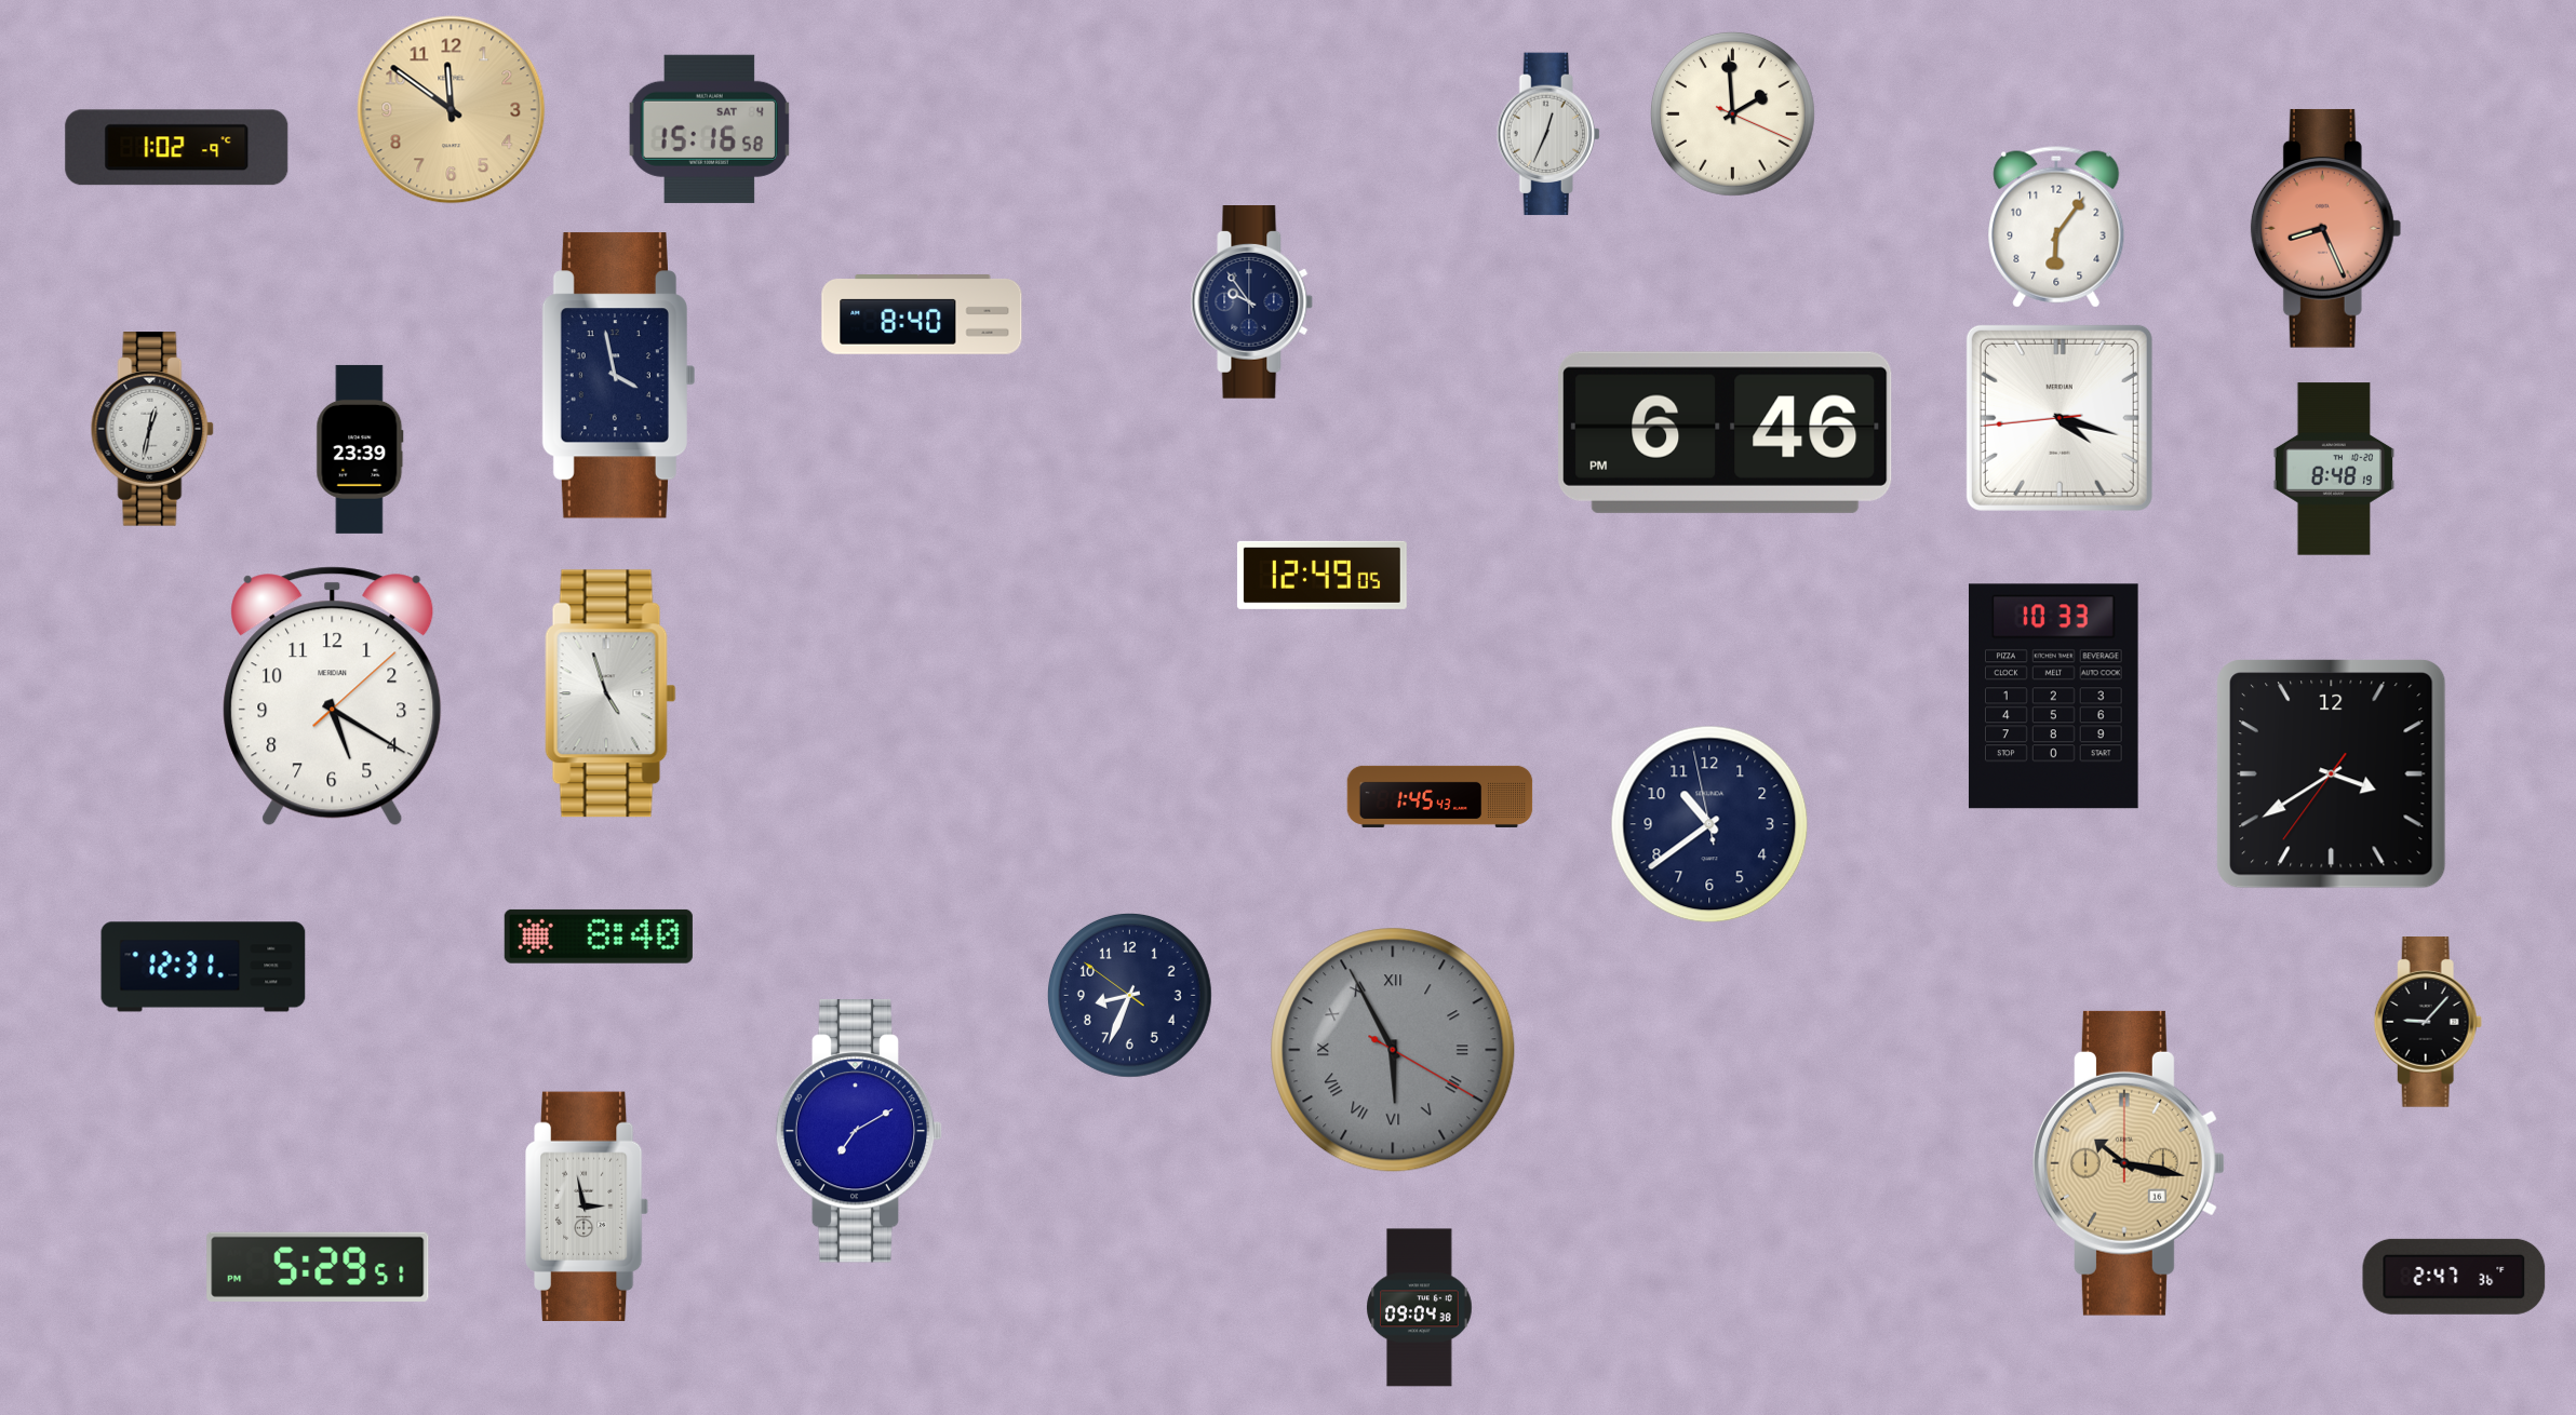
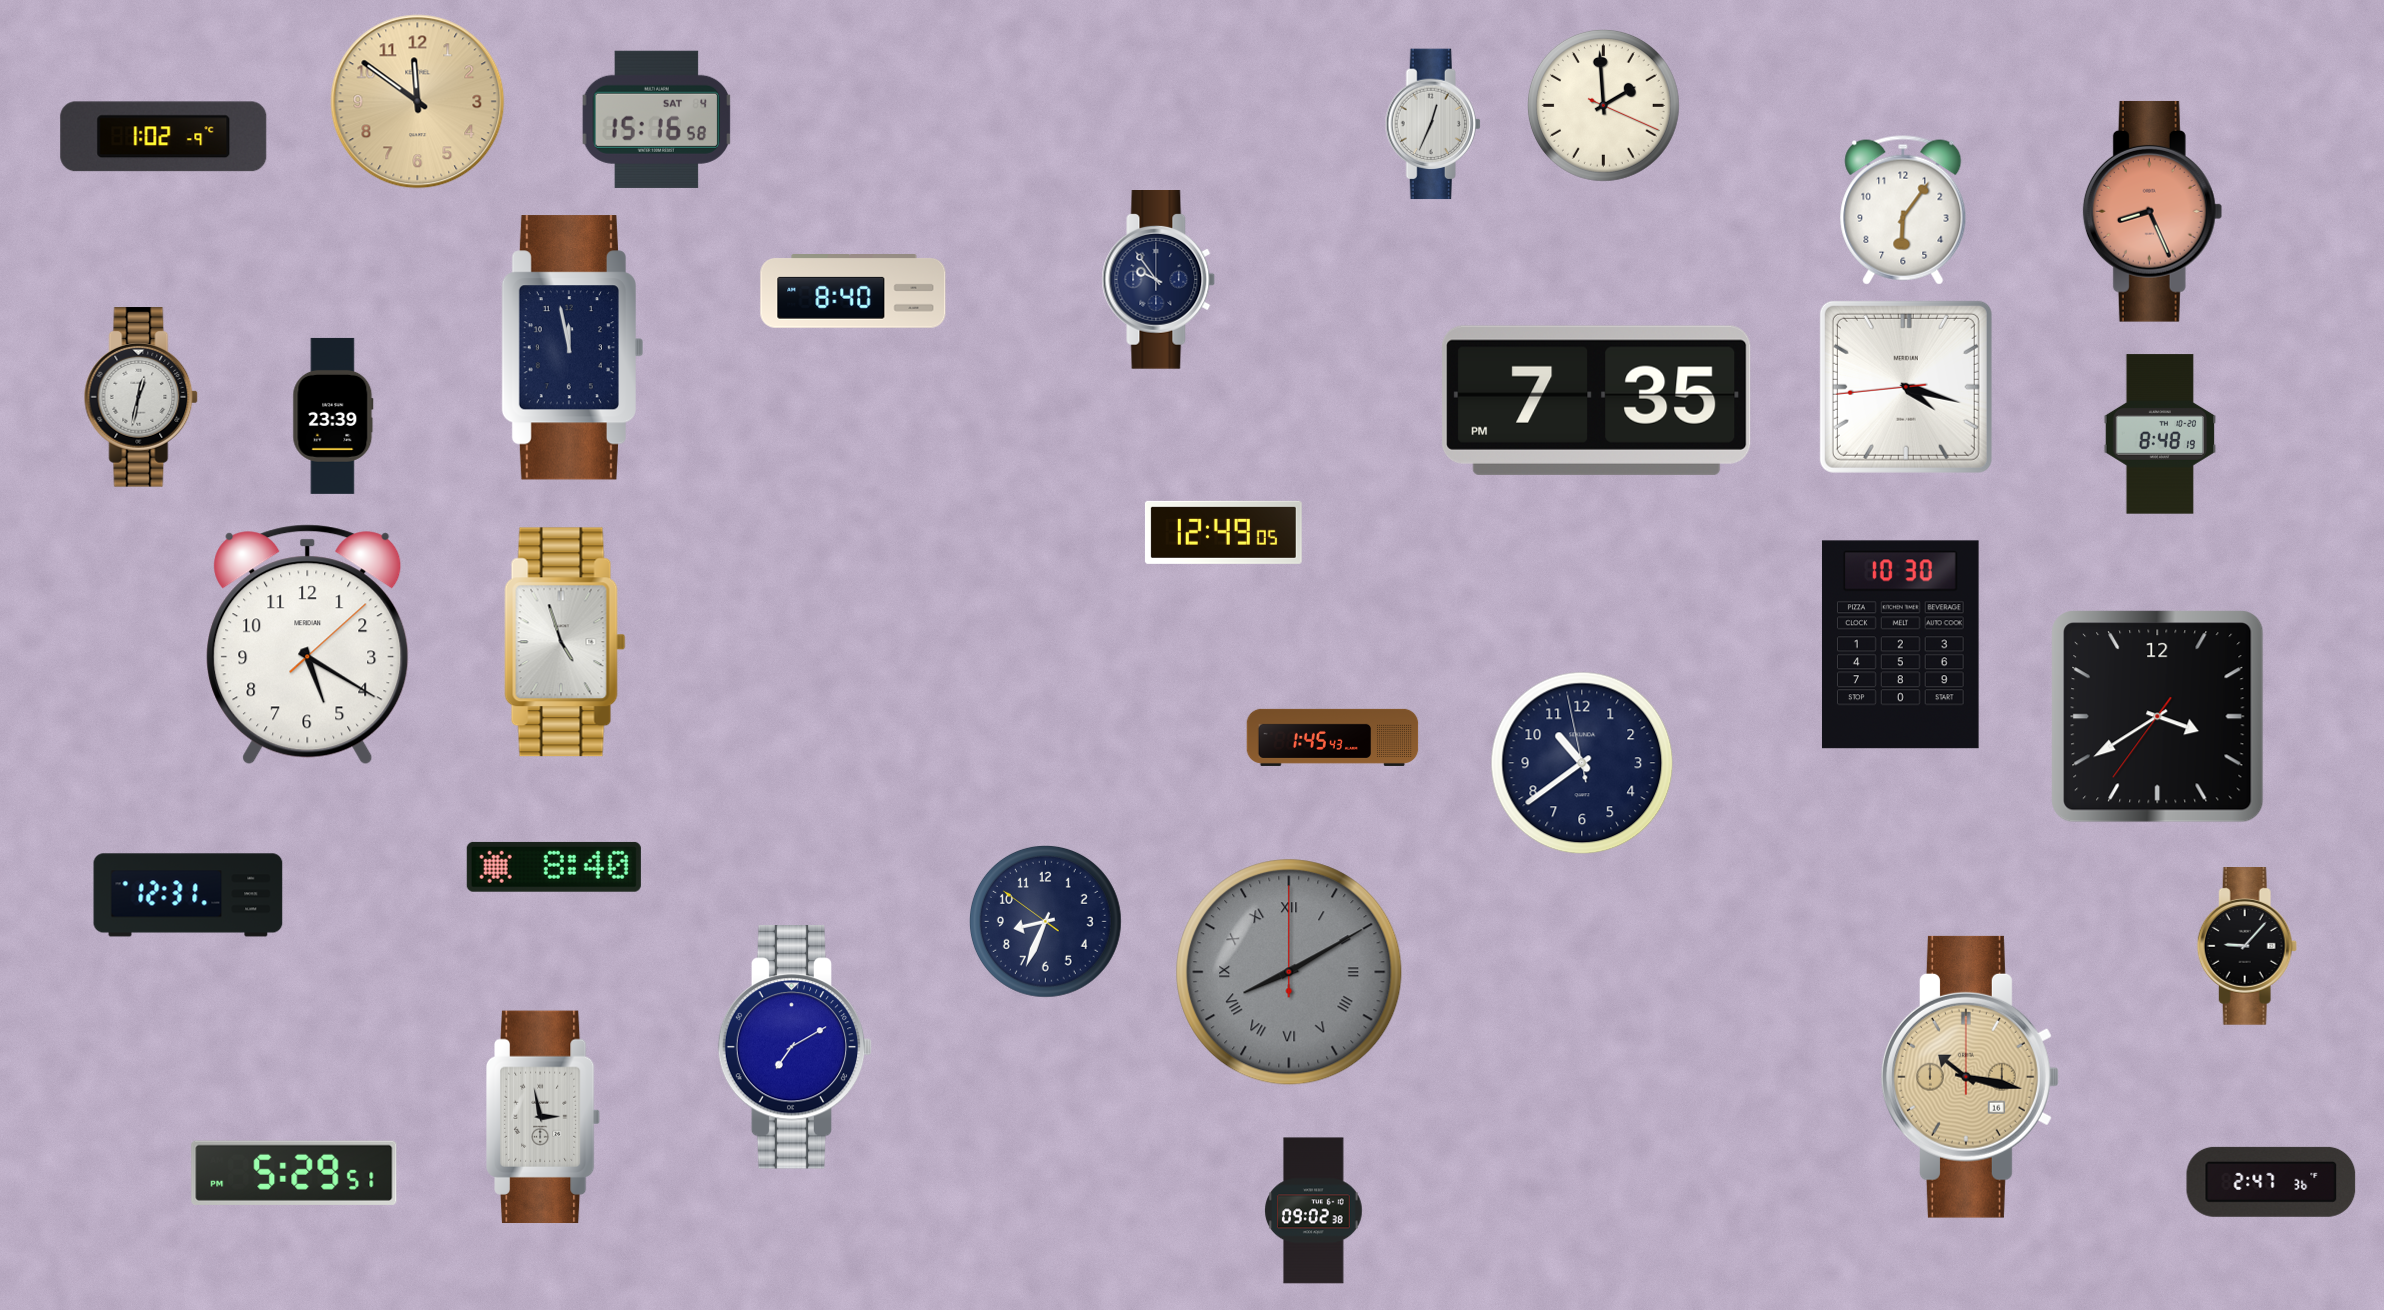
clock at (617, 376): 3:58 -> 11:58
clock at (1726, 432): 6:46 -> 7:35
clock at (2054, 697): 10:33 -> 10:30
clock at (1393, 1050): 5:55 -> 8:10
clock at (1420, 1308): 09:04 -> 09:02
